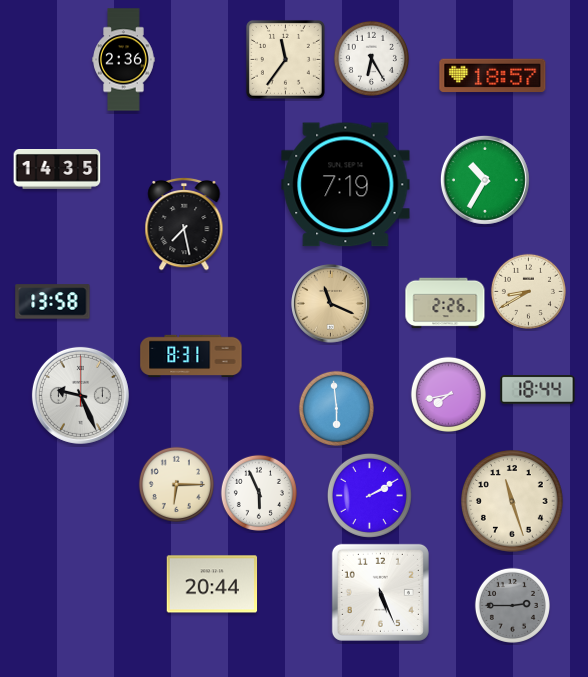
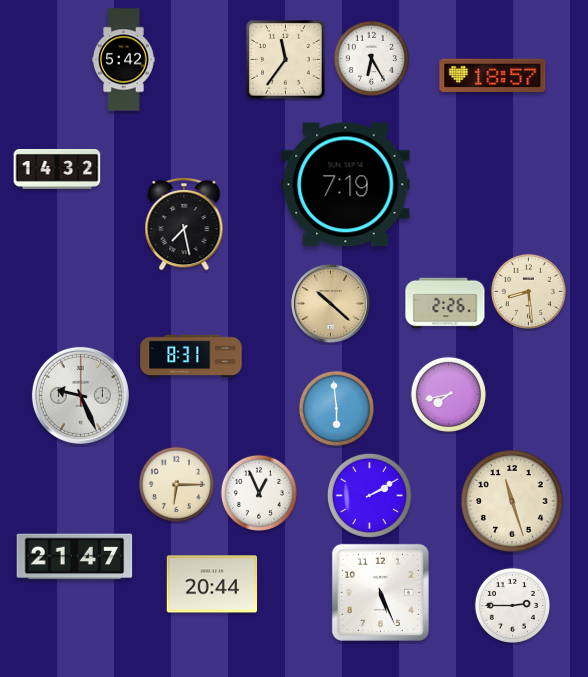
clock at (124, 60): 2:36 -> 5:42
clock at (57, 170): 14:35 -> 14:32
clock at (485, 180): 10:35 -> none
clock at (528, 291): 8:40 -> 8:29
clock at (53, 302): 13:58 -> none
clock at (331, 304): 11:19 -> 10:22
clock at (538, 390): 18:44 -> none
clock at (259, 493): 5:56 -> 12:56
clock at (75, 557): none -> 21:47
clock at (512, 605) dial: grey -> white
